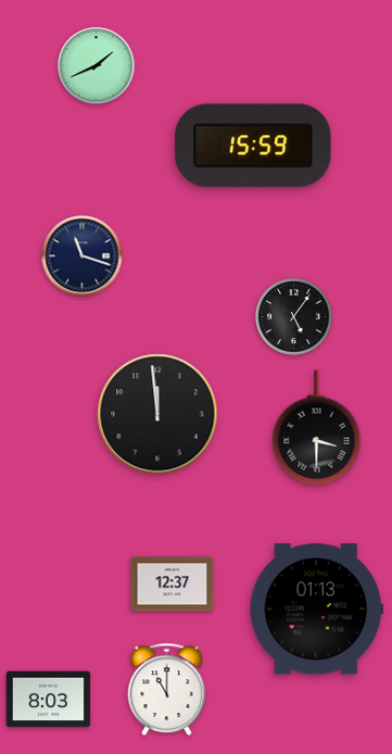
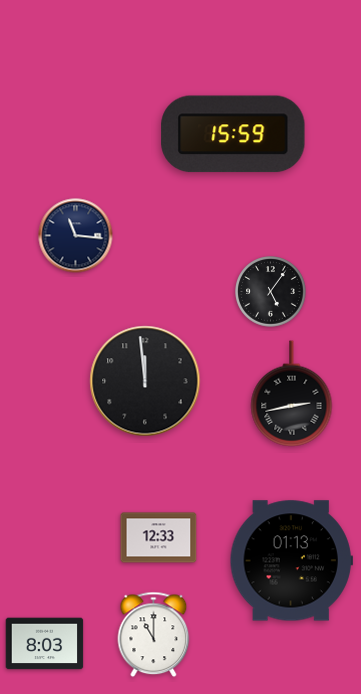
clock at (97, 66): 1:41 -> none
clock at (83, 256): 11:18 -> 11:16
clock at (317, 428): 3:30 -> 2:43
clock at (173, 585): 12:37 -> 12:33
